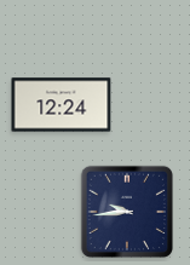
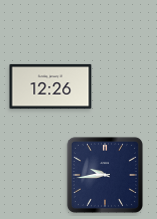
clock at (62, 105): 12:24 -> 12:26
